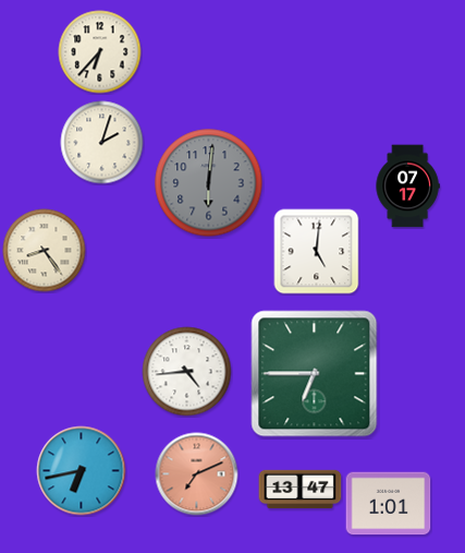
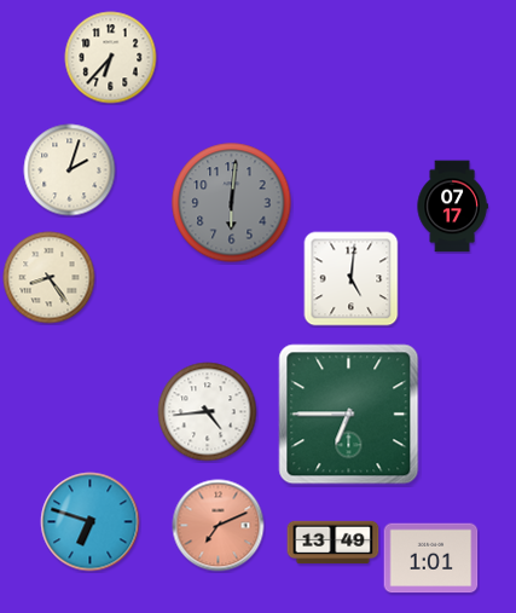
clock at (102, 143) position: (102, 143) -> (70, 170)
clock at (82, 471): 6:43 -> 6:48
clock at (301, 490): 13:47 -> 13:49
